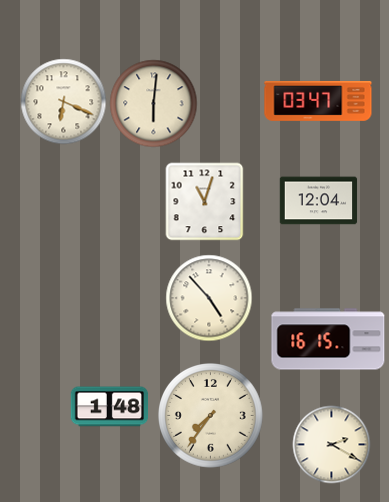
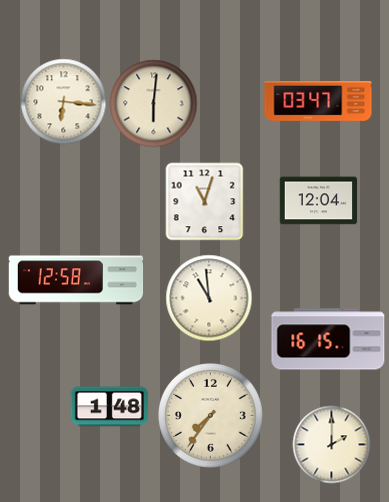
clock at (63, 101): 6:19 -> 6:16
clock at (76, 280): none -> 12:58
clock at (209, 298): 4:53 -> 10:59
clock at (331, 444): 2:20 -> 2:00
